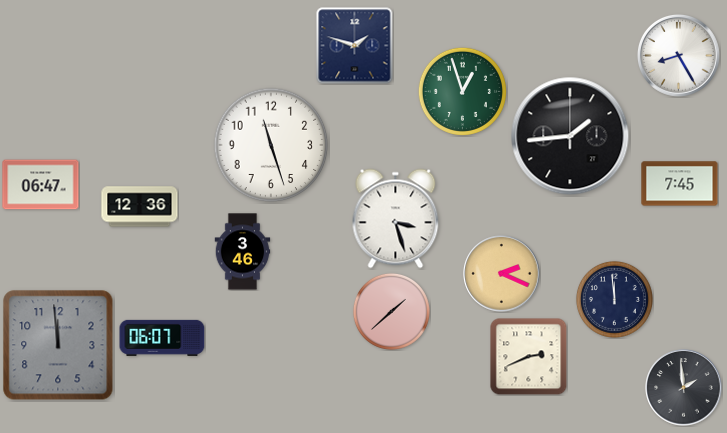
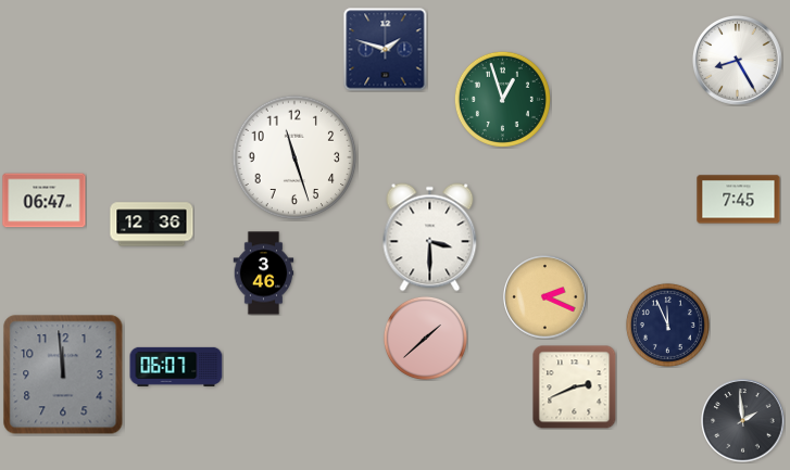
clock at (570, 136): 1:44 -> none
clock at (396, 219): 3:27 -> 3:30
clock at (614, 299): 11:59 -> 11:56
